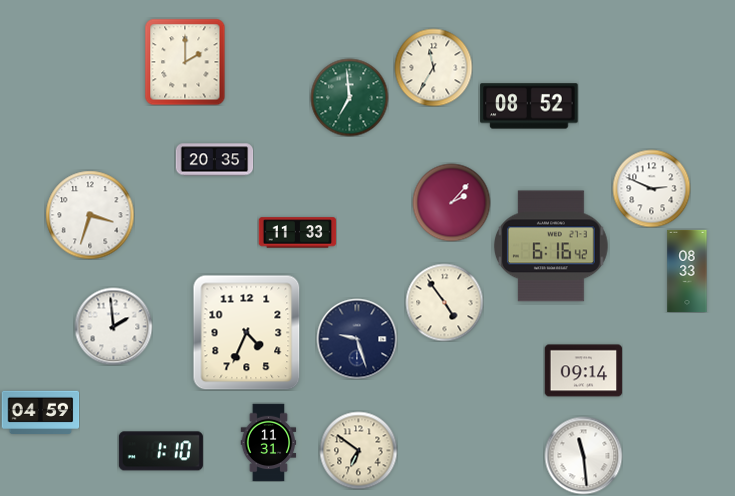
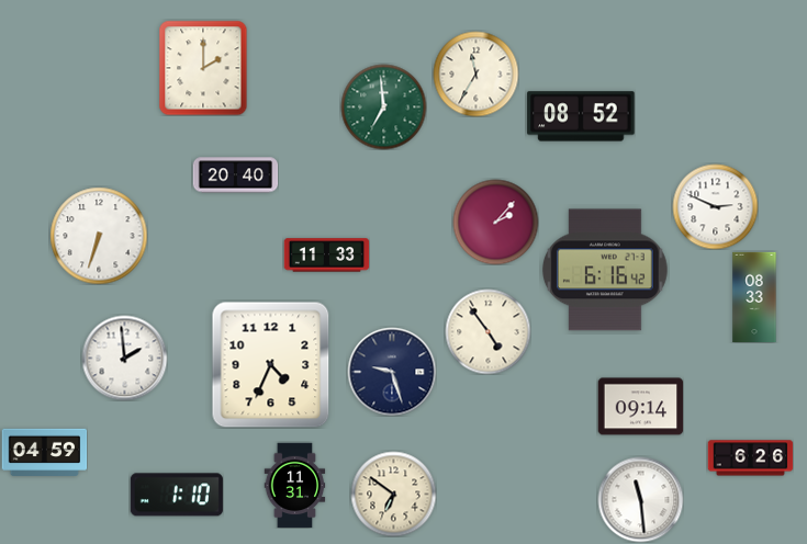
clock at (214, 160): 20:35 -> 20:40
clock at (90, 215): 3:33 -> 6:33
clock at (750, 458): none -> 6:26
